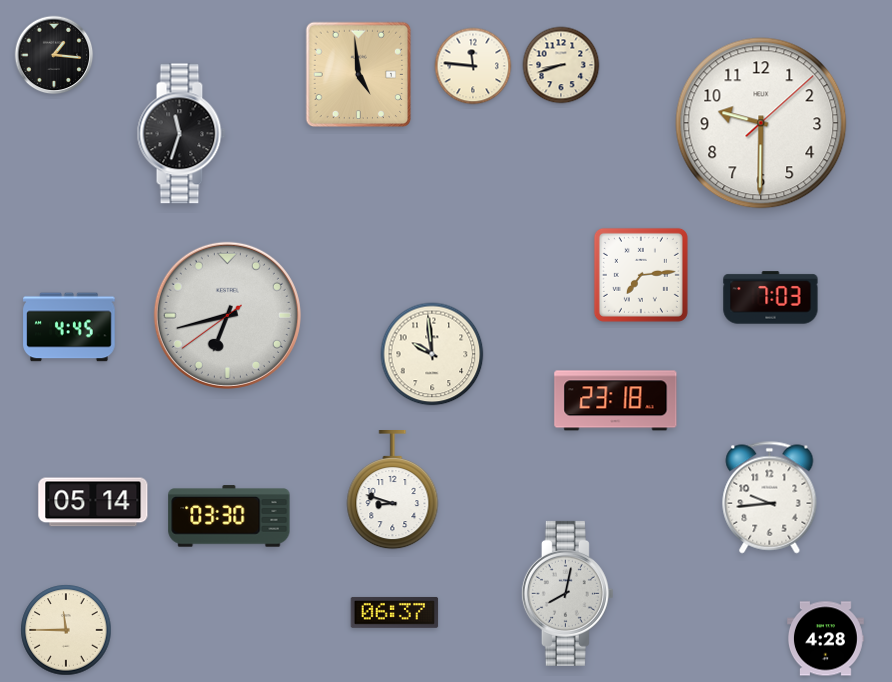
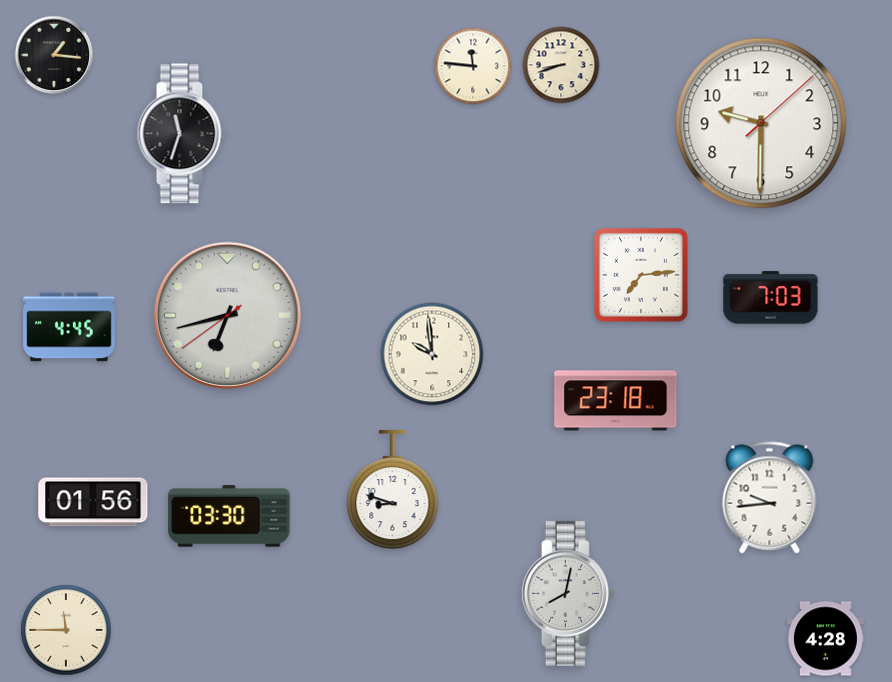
clock at (359, 75): 4:59 -> none
clock at (93, 502): 05:14 -> 01:56
clock at (395, 612): 06:37 -> none
